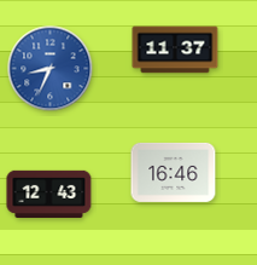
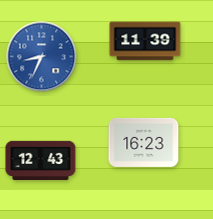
clock at (175, 50): 11:37 -> 11:39
clock at (174, 172): 16:46 -> 16:23
